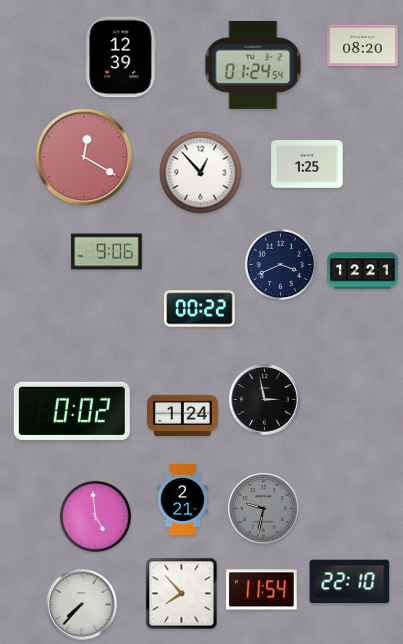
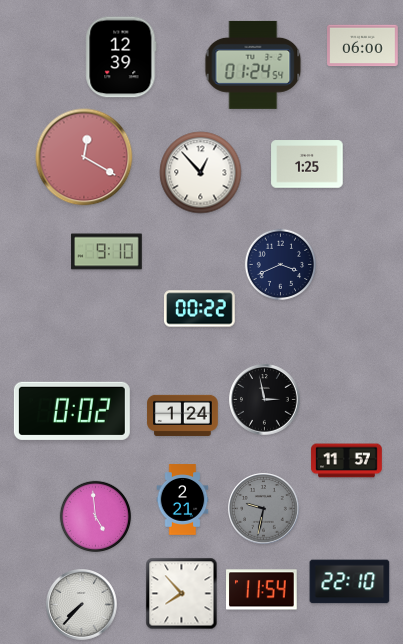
clock at (363, 46): 08:20 -> 06:00
clock at (107, 252): 9:06 -> 9:10
clock at (363, 271): 12:21 -> none
clock at (347, 461): none -> 11:57
